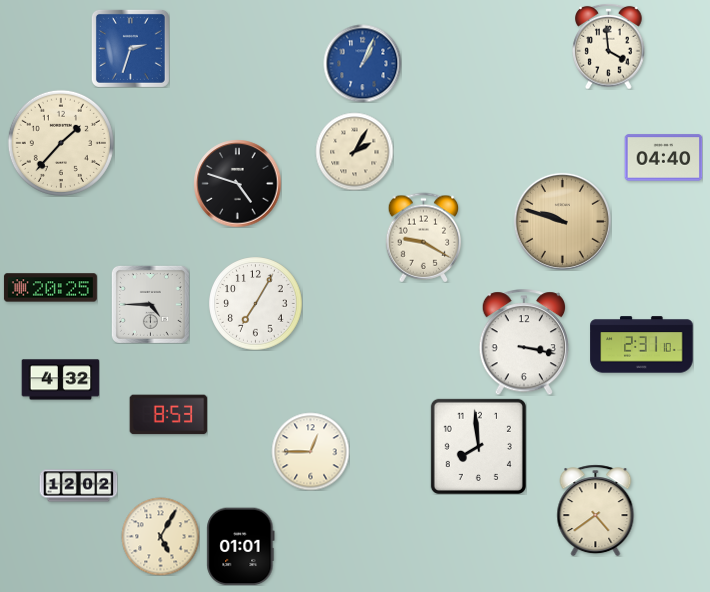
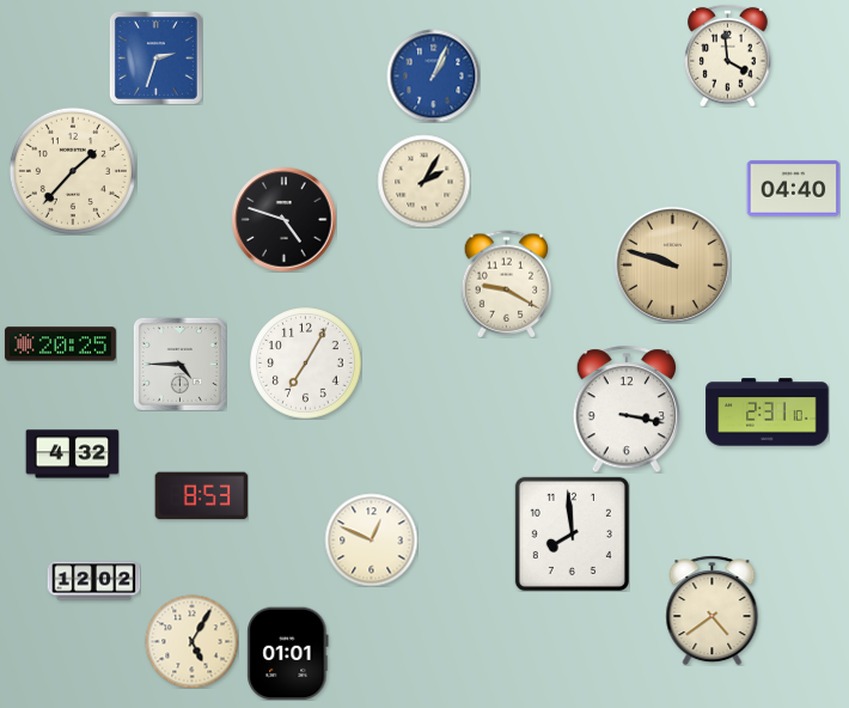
clock at (310, 451): 12:45 -> 12:49
